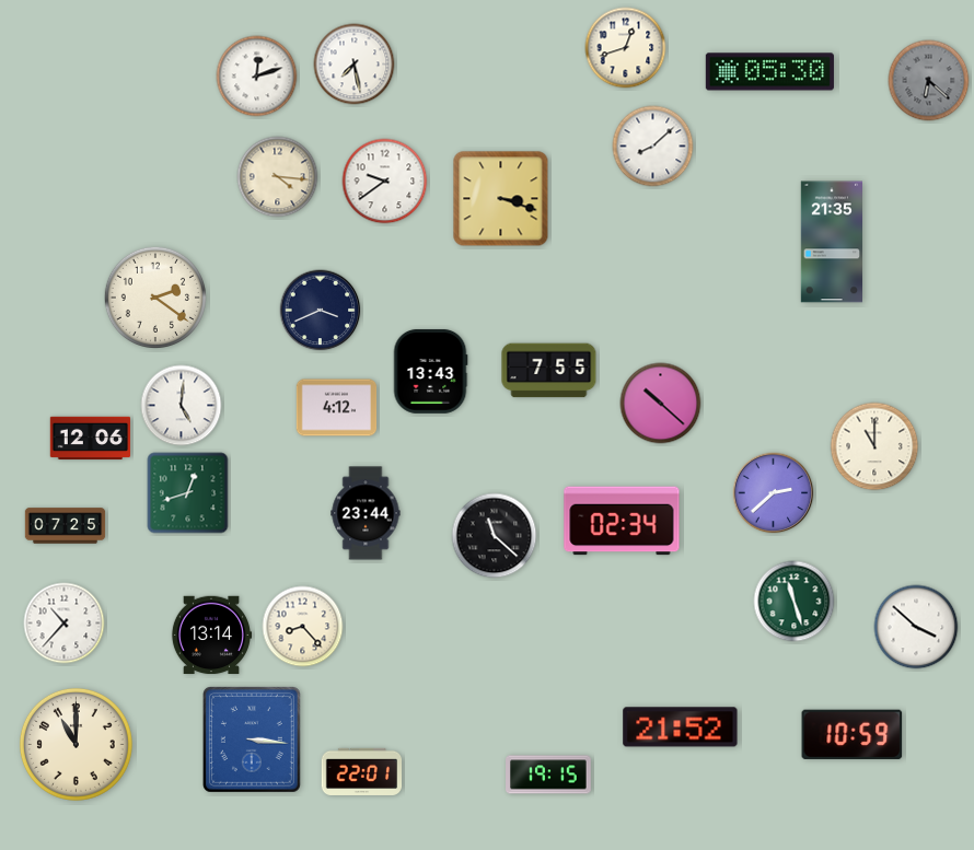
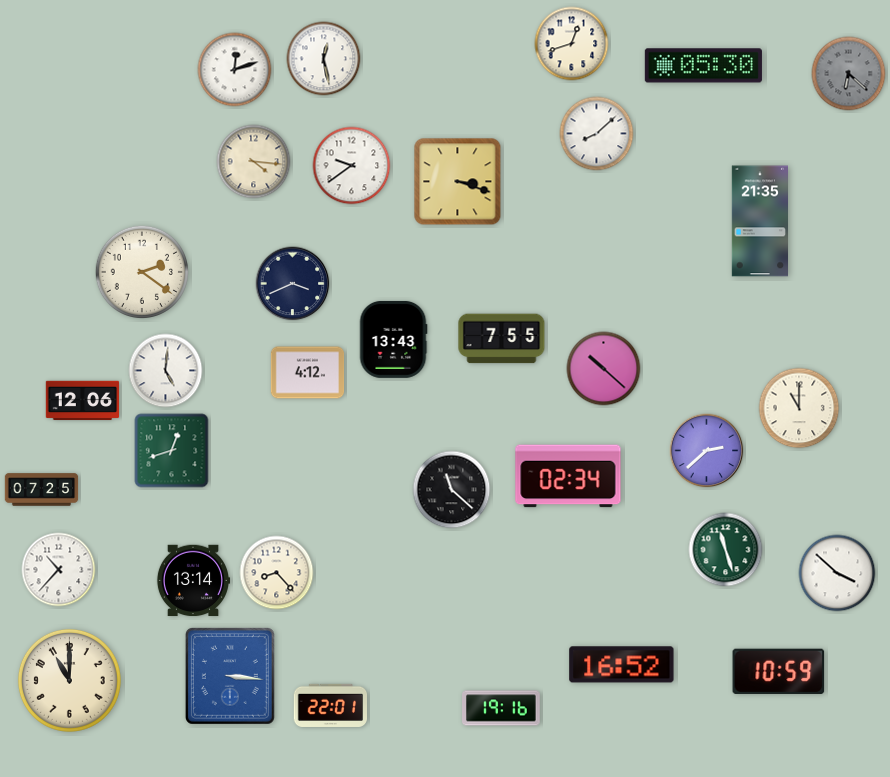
clock at (355, 65): 7:28 -> 12:28
clock at (366, 513): 23:44 -> none
clock at (66, 526) position: (66, 526) -> (42, 490)
clock at (681, 727): 21:52 -> 16:52
clock at (548, 775): 19:15 -> 19:16
